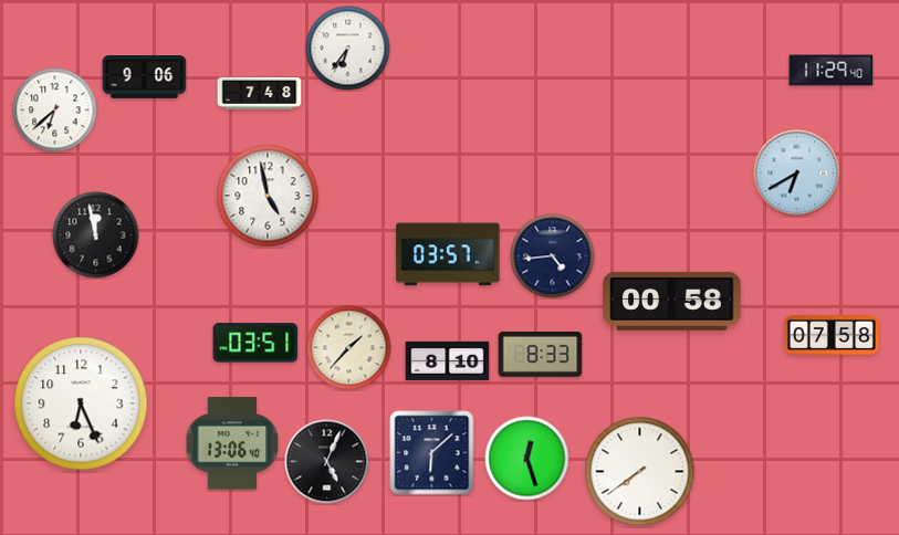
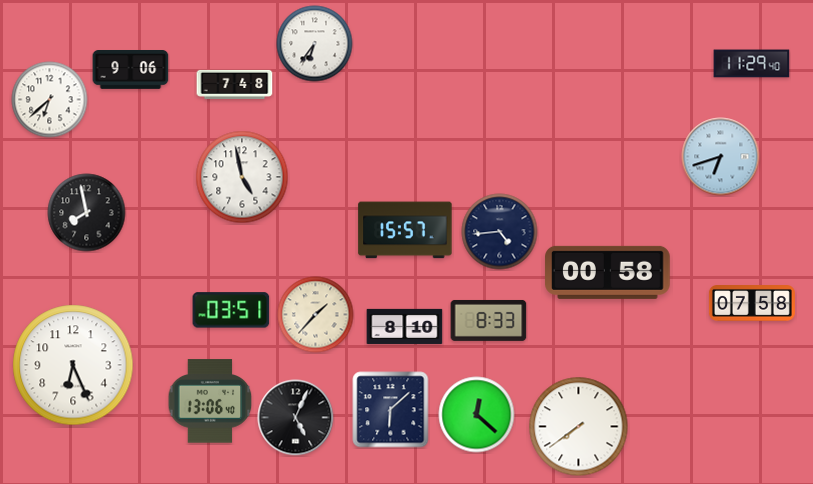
clock at (797, 174): 6:40 -> 6:42
clock at (96, 235): 11:58 -> 7:58
clock at (448, 254): 03:57 -> 15:57
clock at (527, 459): 12:27 -> 12:22
